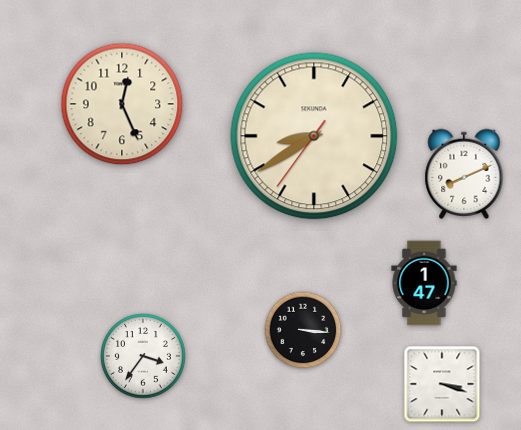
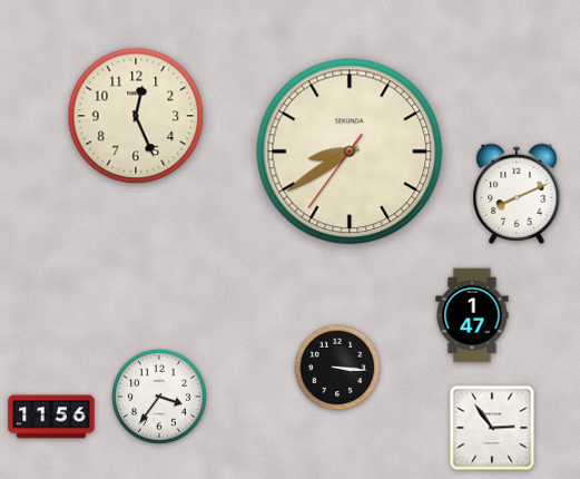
clock at (51, 417): none -> 11:56
clock at (442, 384): 3:18 -> 2:54
